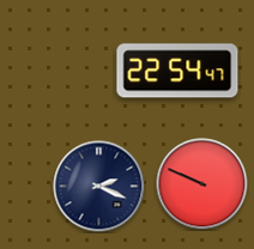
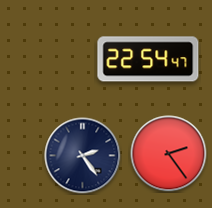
clock at (202, 184): 9:49 -> 2:24
clock at (99, 187): 2:19 -> 2:24
